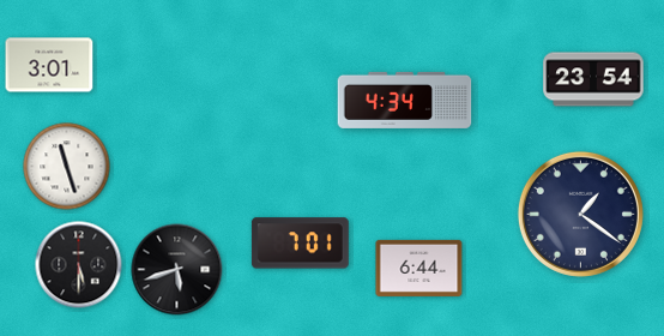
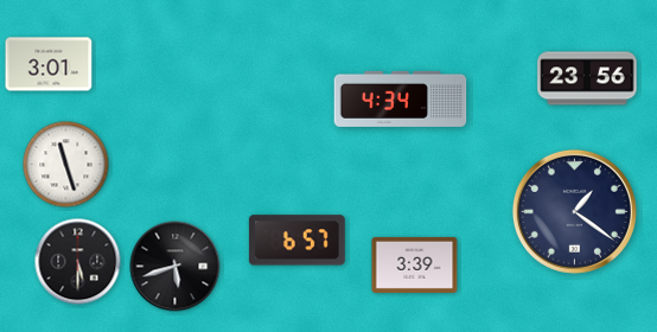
clock at (593, 79): 23:54 -> 23:56
clock at (300, 244): 7:01 -> 6:57
clock at (419, 268): 6:44 -> 3:39
